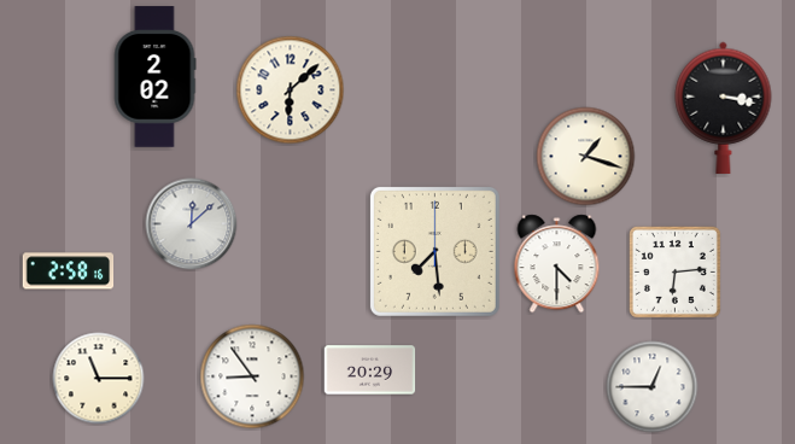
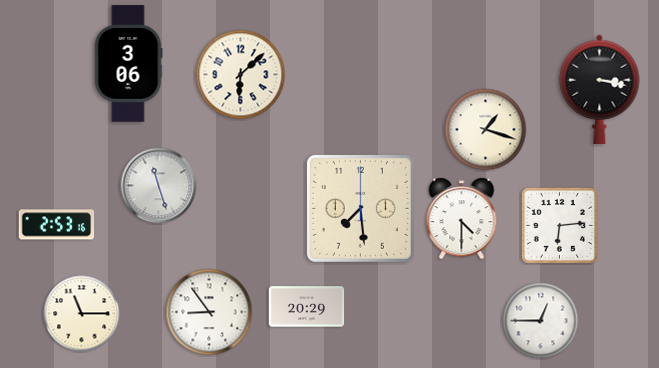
clock at (154, 77): 2:02 -> 3:06
clock at (192, 224): 12:08 -> 11:27
clock at (69, 271): 2:58 -> 2:53
